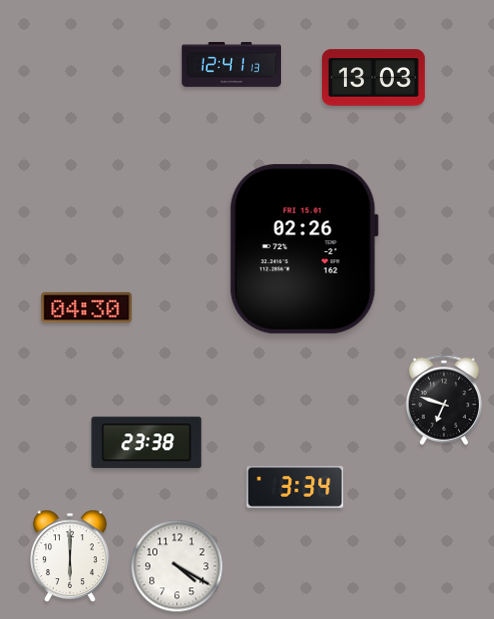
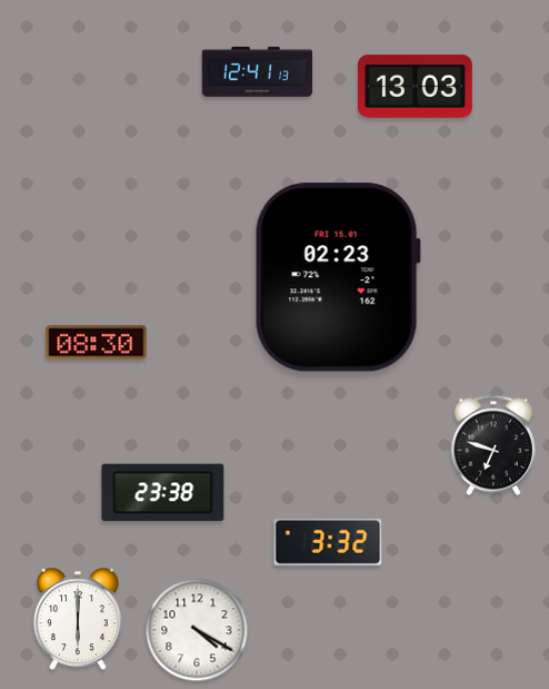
clock at (304, 249): 02:26 -> 02:23
clock at (87, 308): 04:30 -> 08:30
clock at (295, 487): 3:34 -> 3:32
